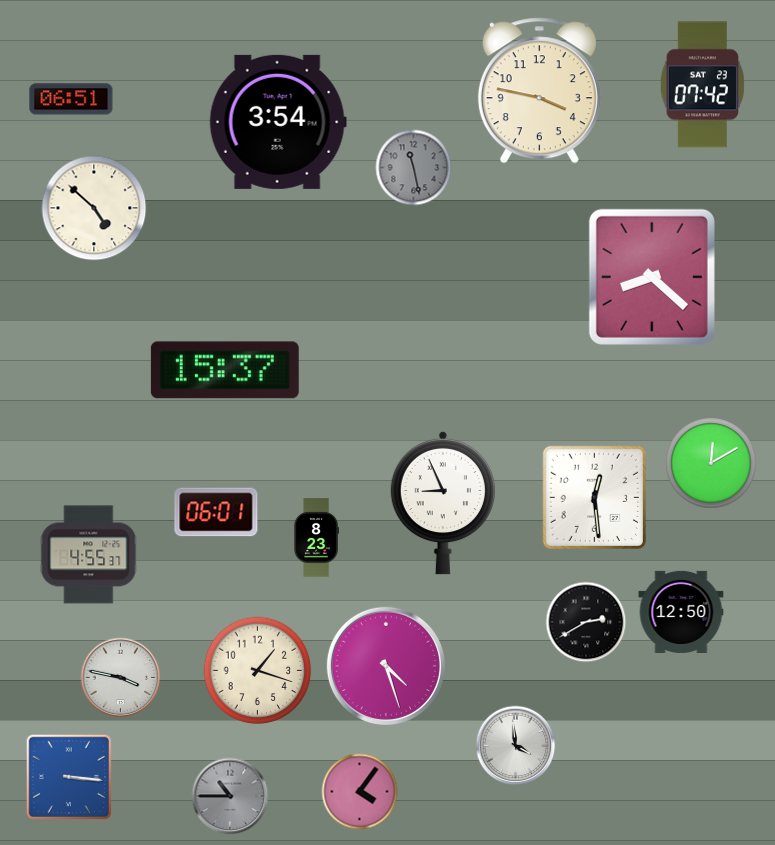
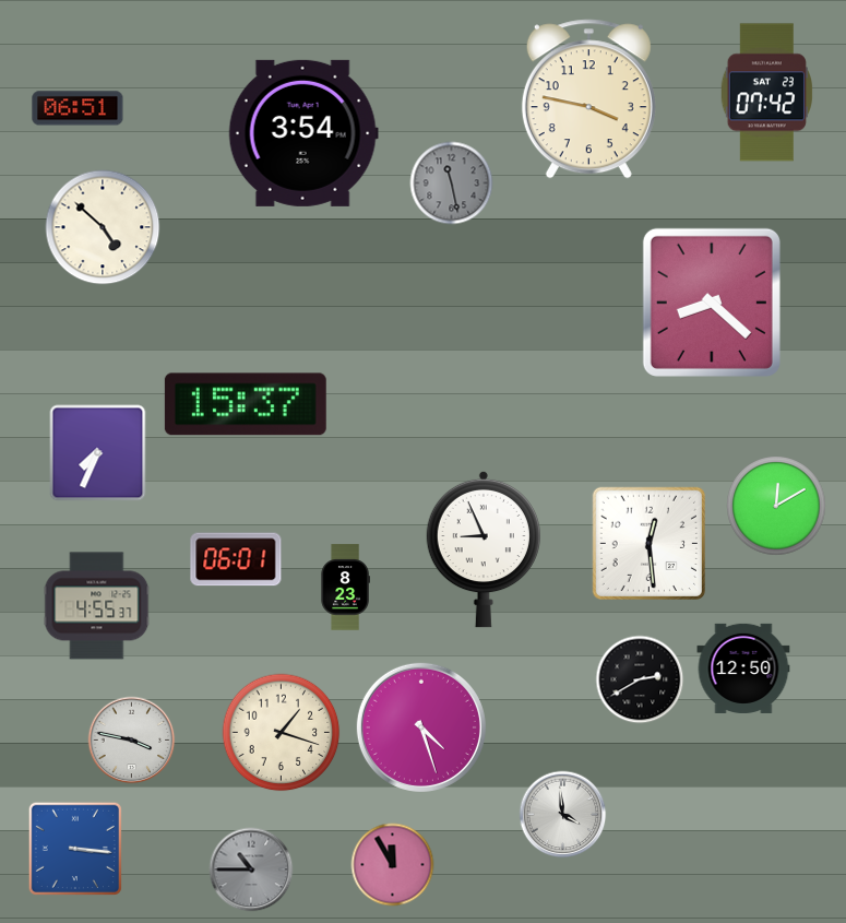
clock at (98, 453): none -> 7:34
clock at (360, 792): 4:06 -> 11:55
